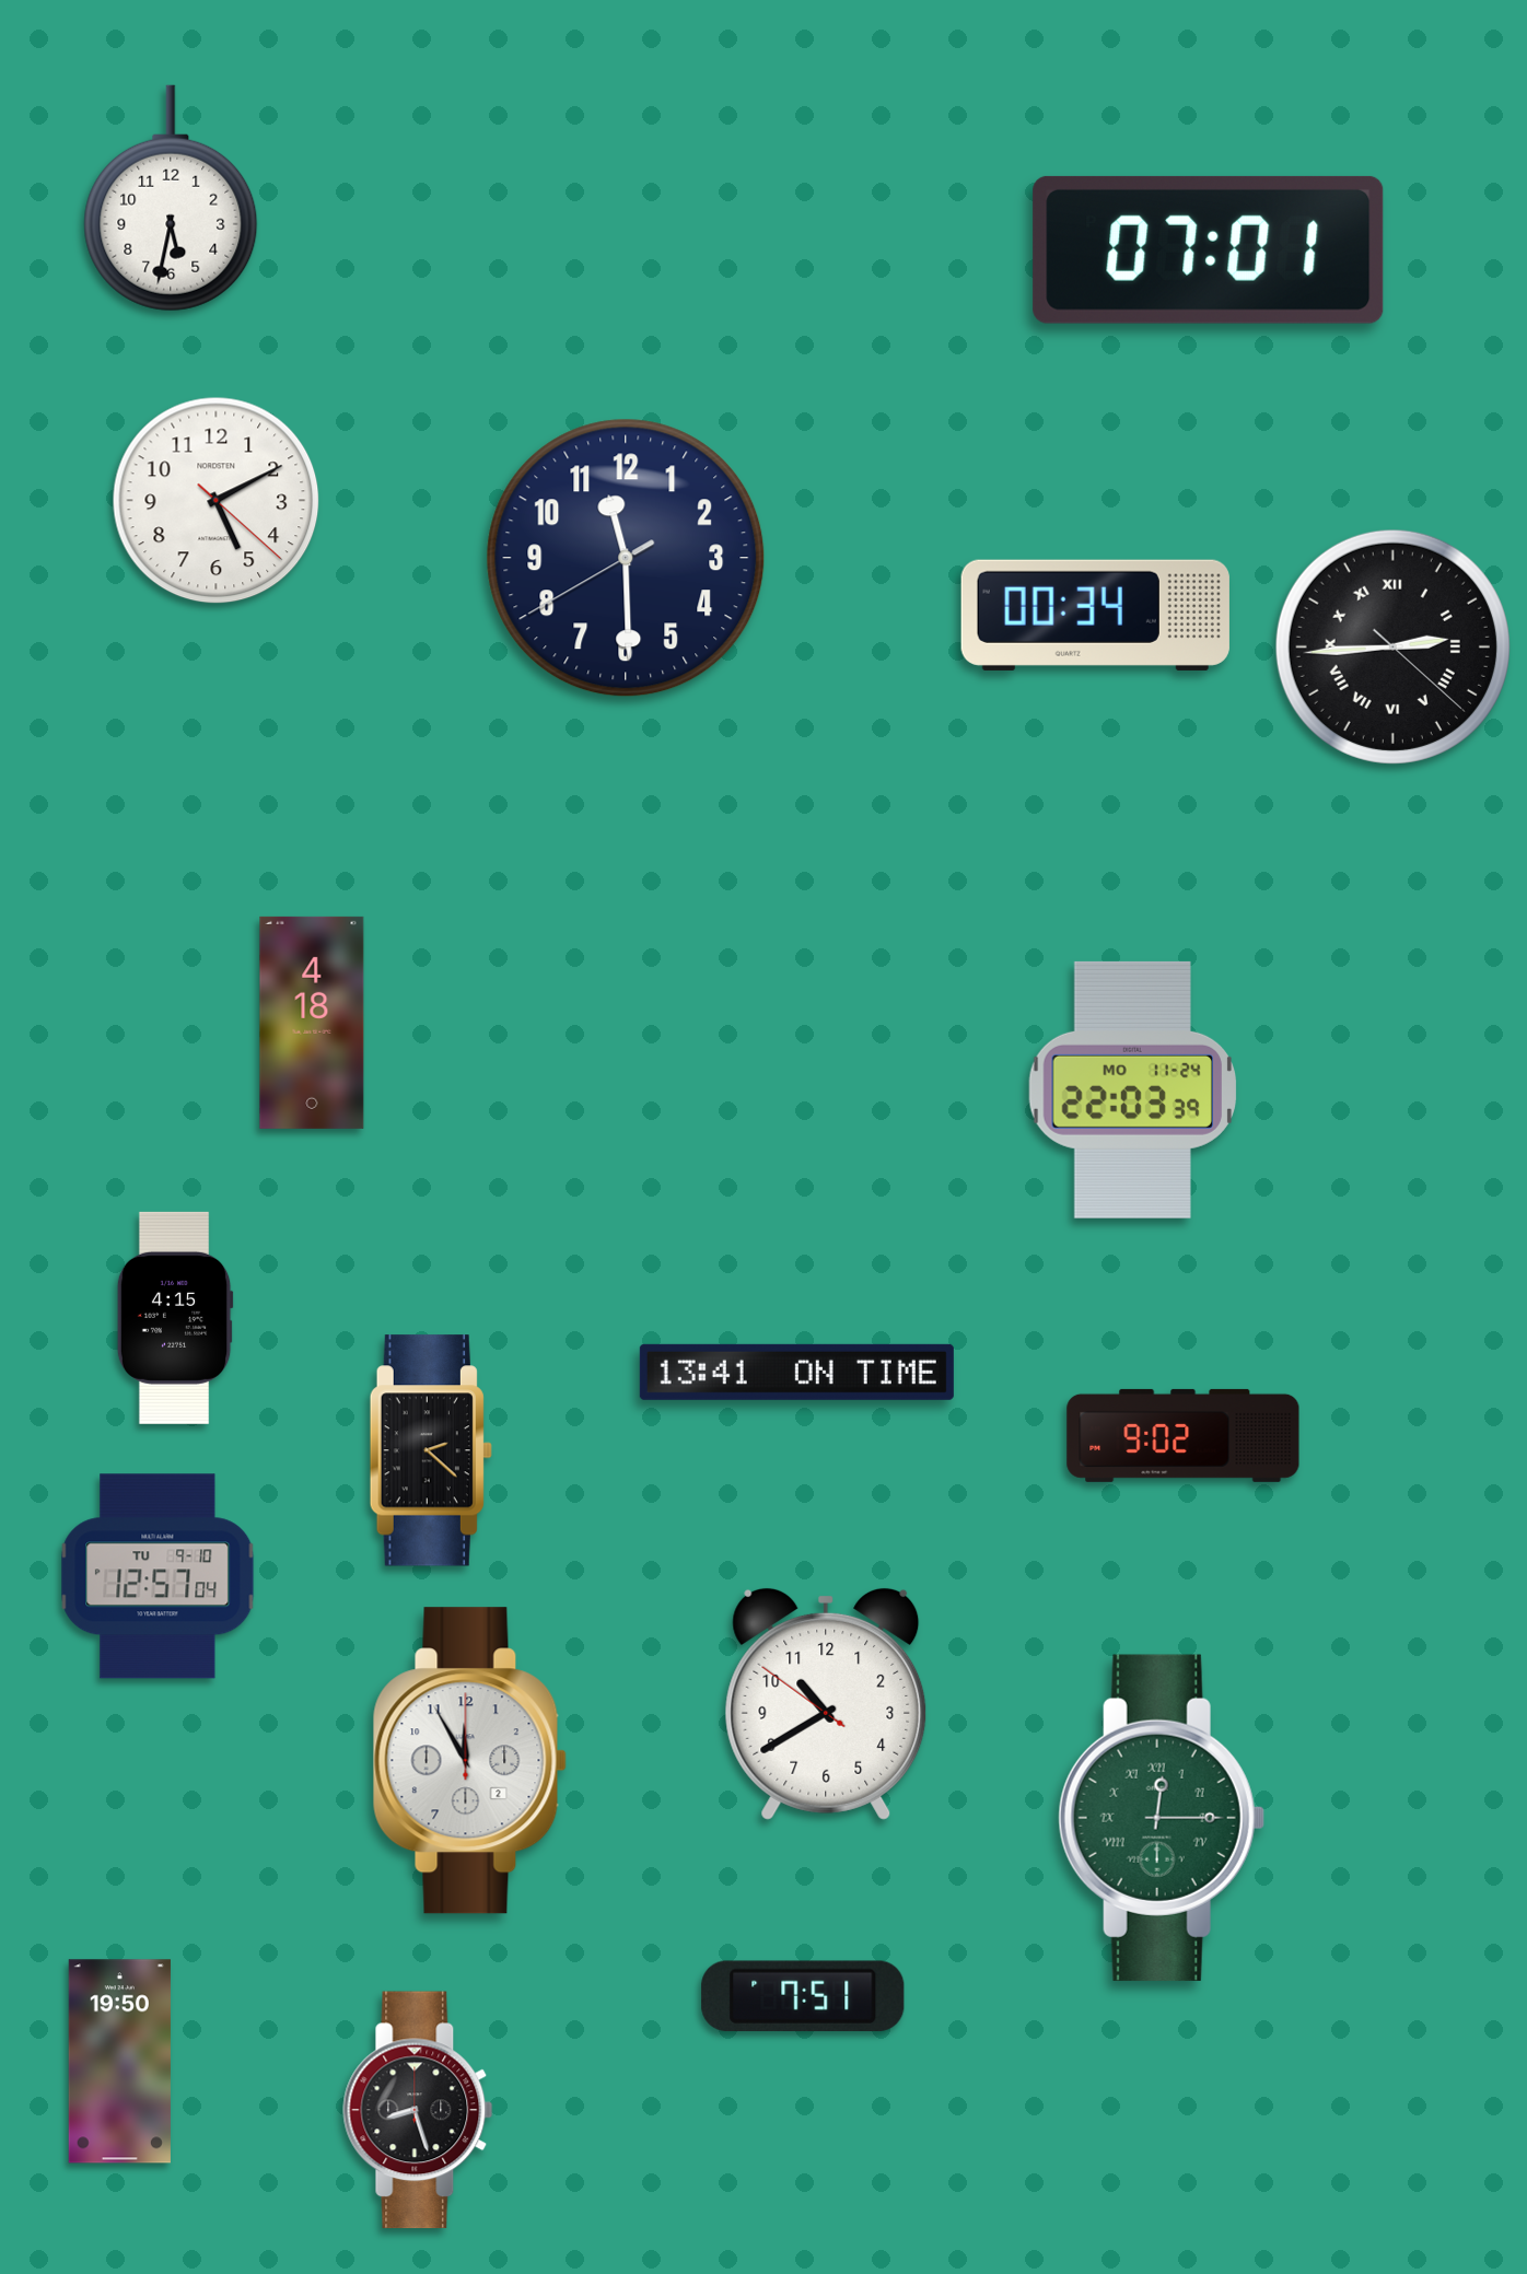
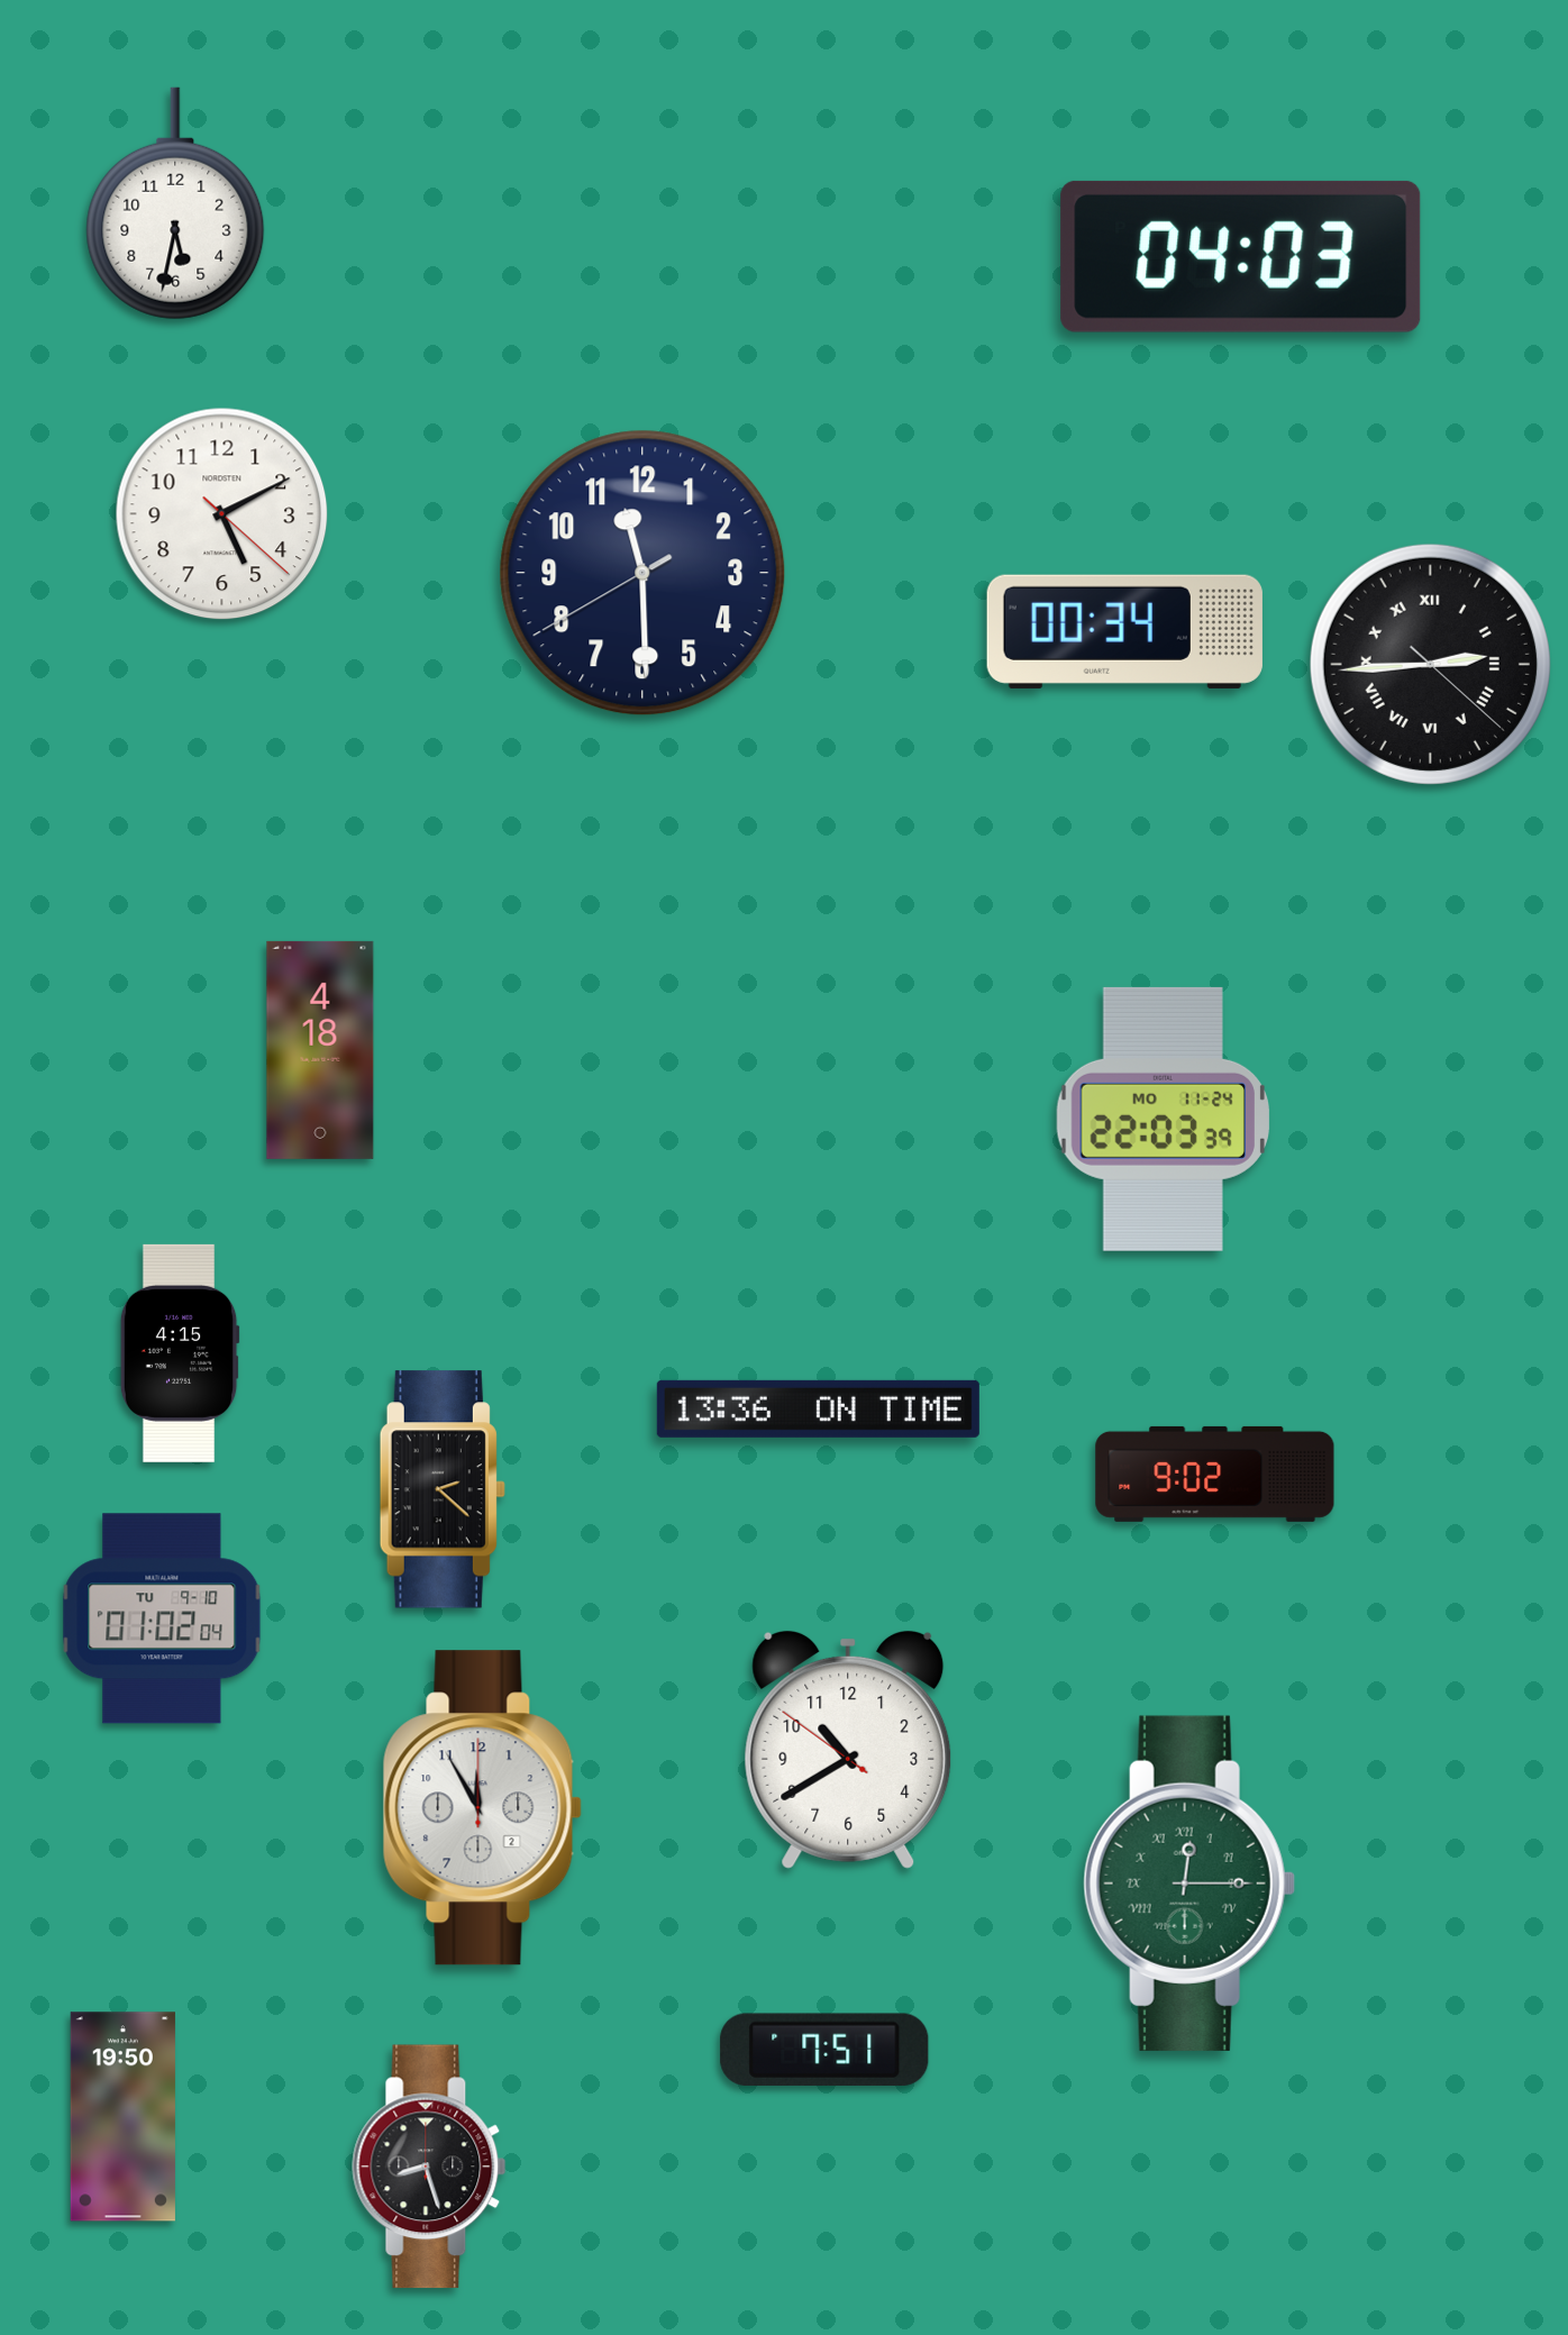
clock at (1209, 249): 07:01 -> 04:03
clock at (796, 1372): 13:41 -> 13:36
clock at (158, 1576): 12:57 -> 01:02
clock at (1162, 1818) position: (1162, 1818) -> (1189, 1883)
